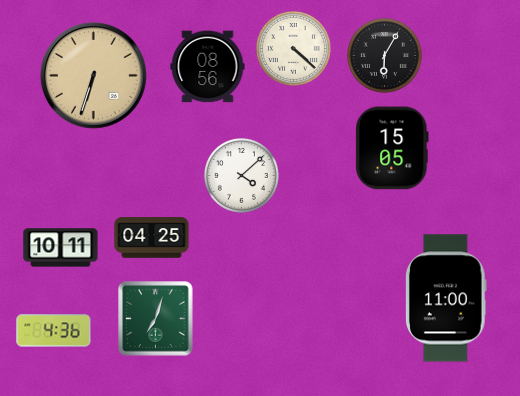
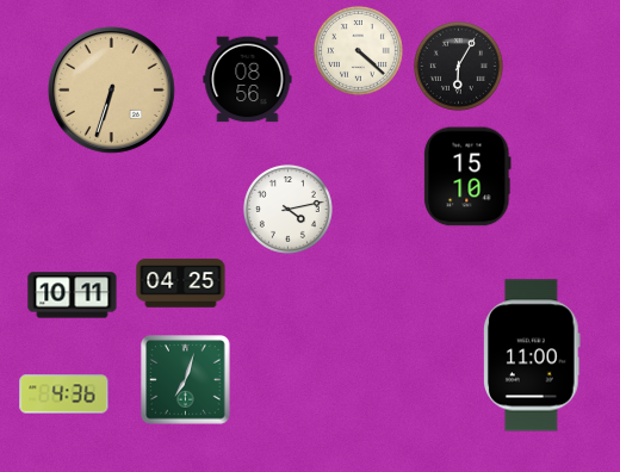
clock at (293, 48) position: (293, 48) -> (358, 50)
clock at (392, 148): 15:05 -> 15:10
clock at (241, 175): 4:08 -> 4:13
